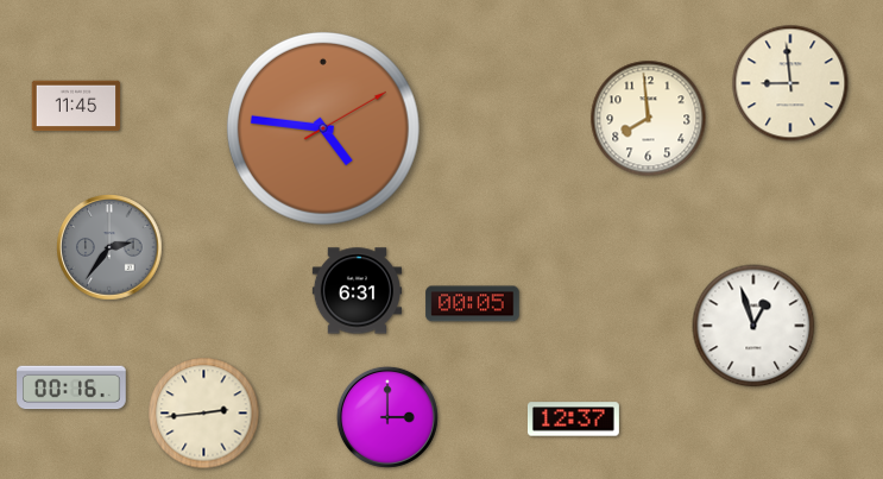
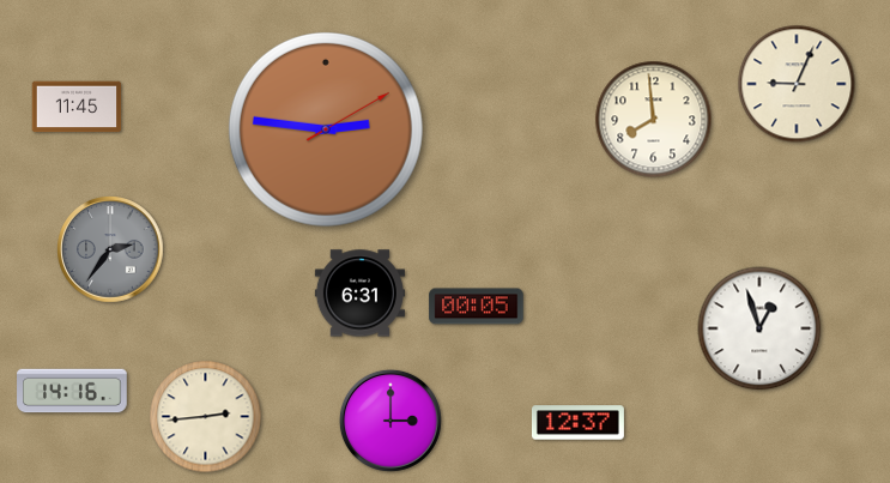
clock at (790, 83): 8:59 -> 9:04
clock at (323, 128): 4:46 -> 2:46
clock at (71, 387): 00:16 -> 14:16
